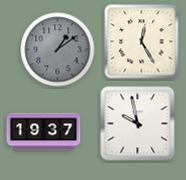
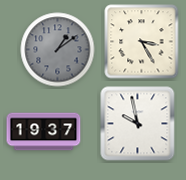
clock at (142, 42): 12:25 -> 3:25
